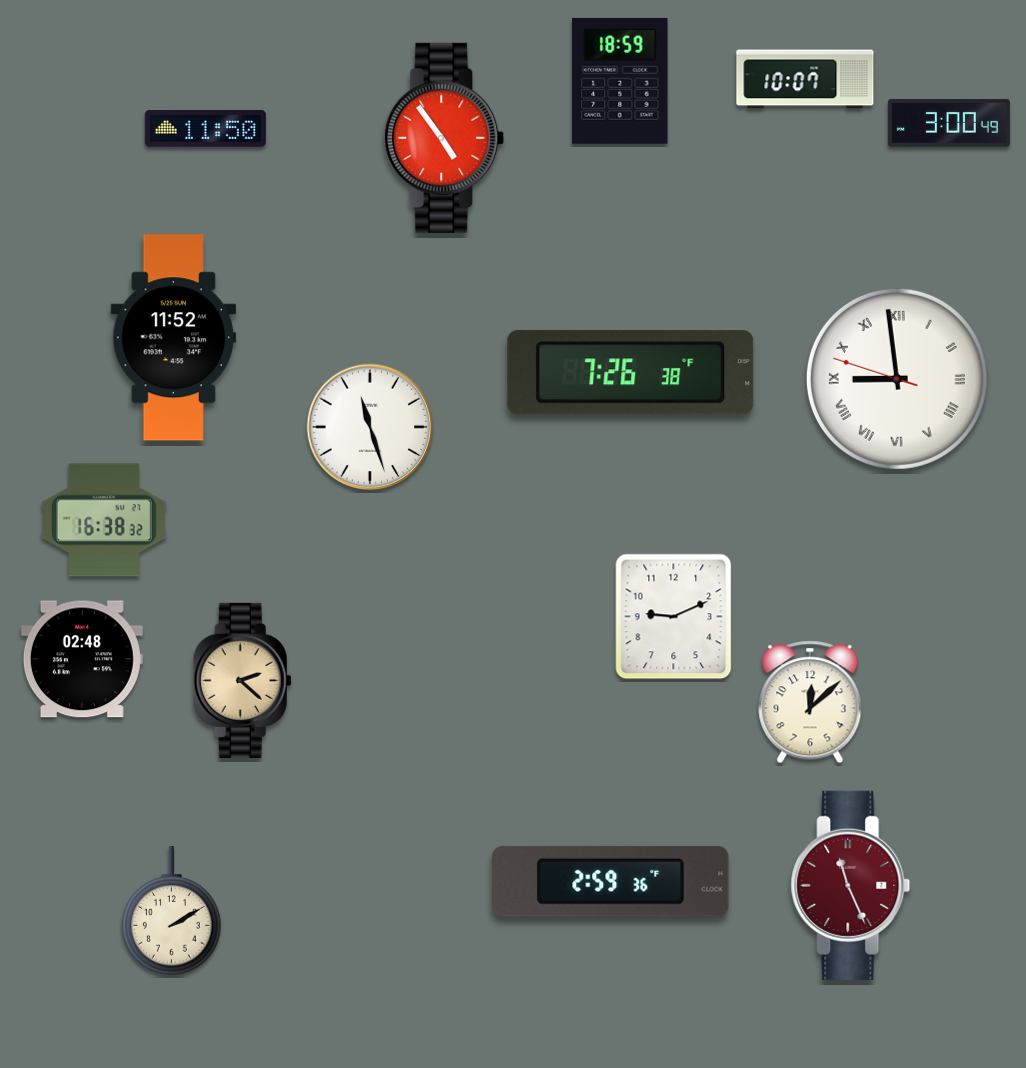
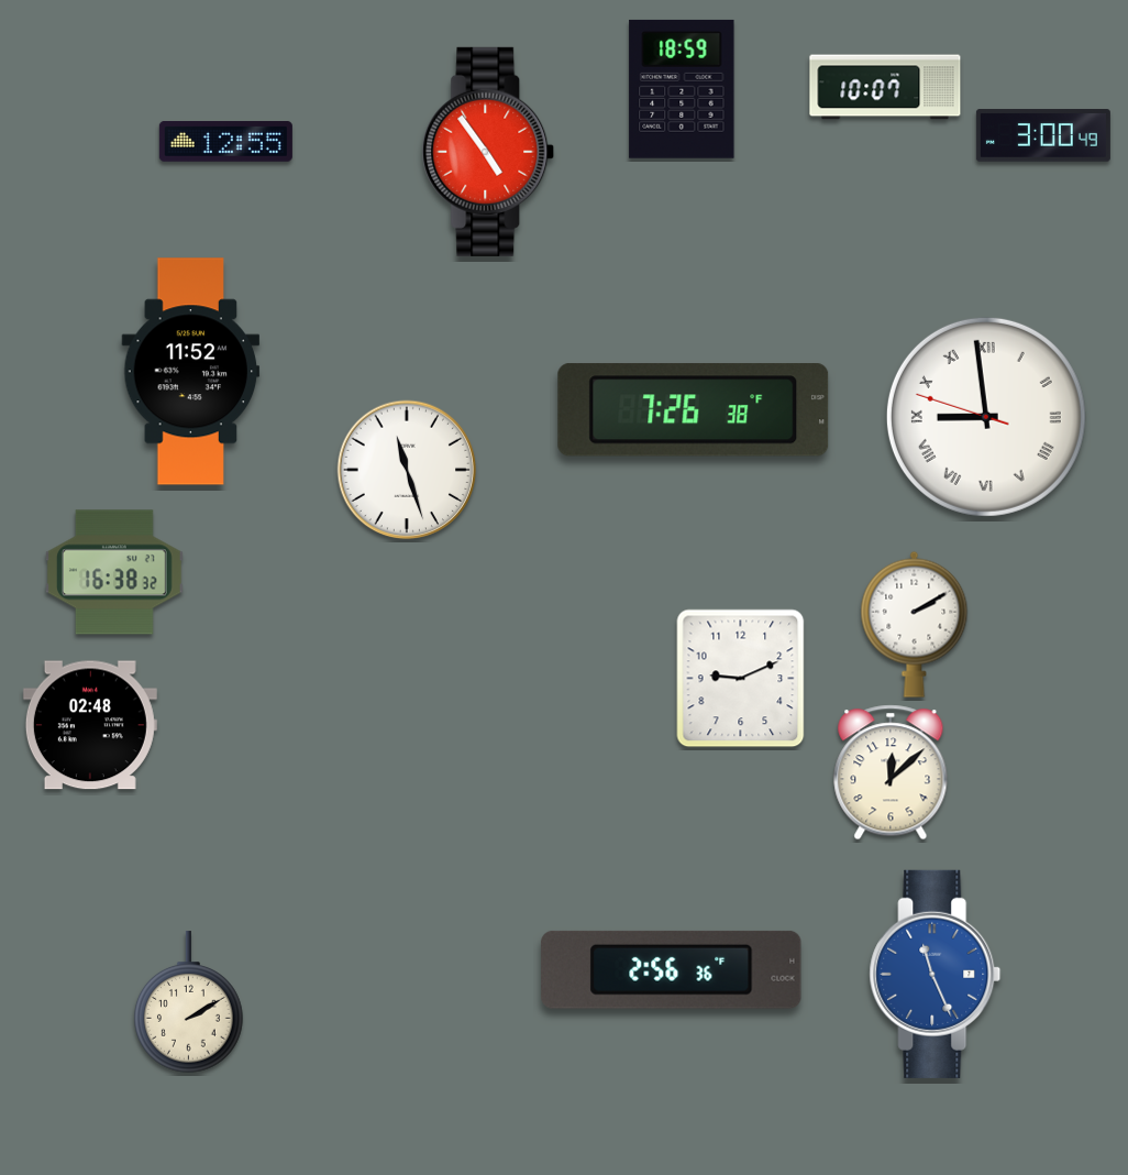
clock at (205, 129): 11:50 -> 12:55
clock at (915, 624): none -> 2:10
clock at (242, 680): 2:22 -> none
clock at (611, 881): 2:59 -> 2:56
clock at (851, 885) dial: burgundy -> blue
